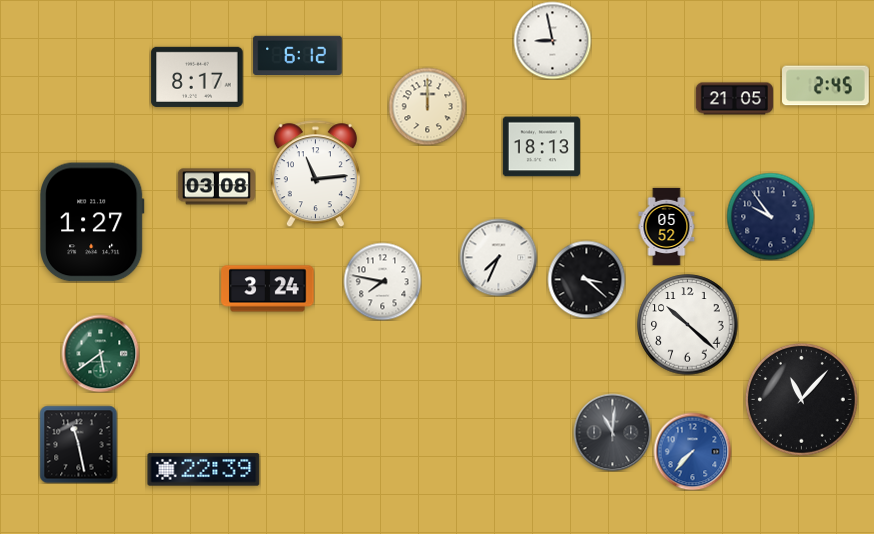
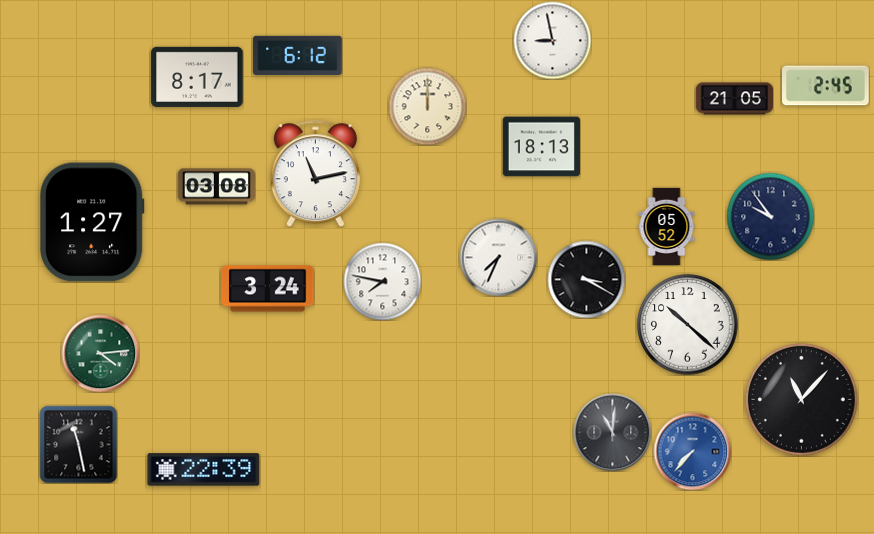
clock at (315, 174): 11:14 -> 11:13
clock at (586, 279): 3:22 -> 3:20
clock at (100, 353): 5:39 -> 4:14
